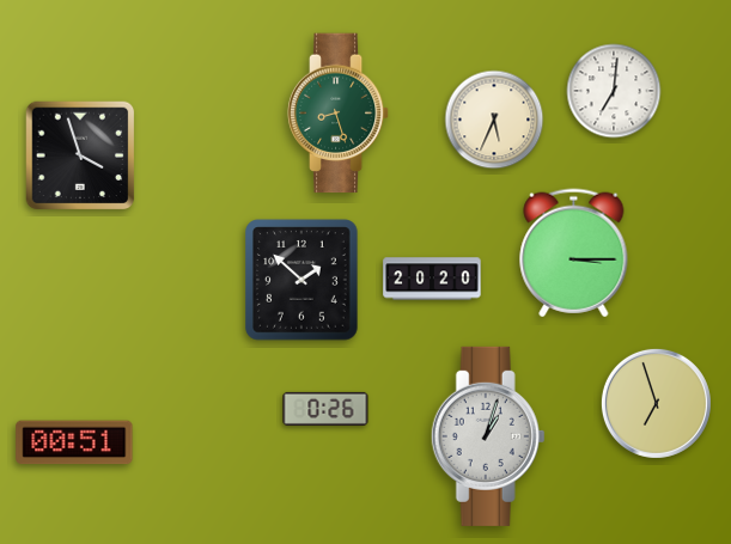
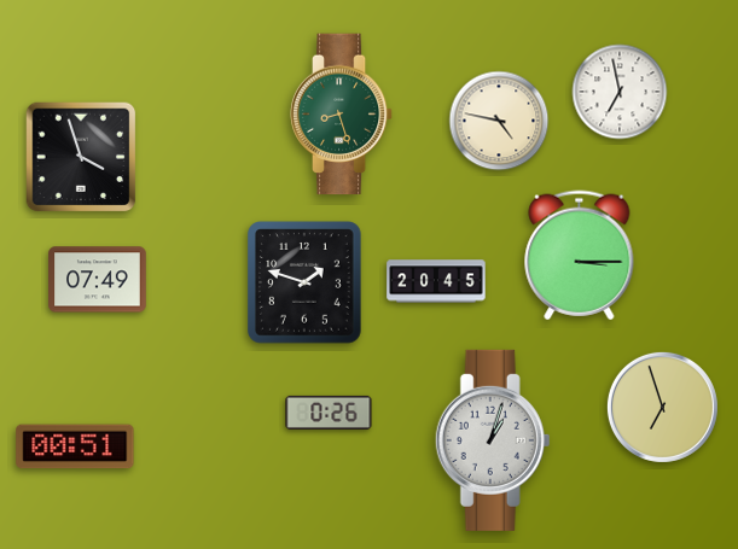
clock at (614, 91): 7:01 -> 6:58
clock at (494, 120): 5:34 -> 4:47
clock at (98, 280): none -> 07:49
clock at (432, 279): 20:20 -> 20:45
clock at (301, 280): 1:52 -> 1:48
